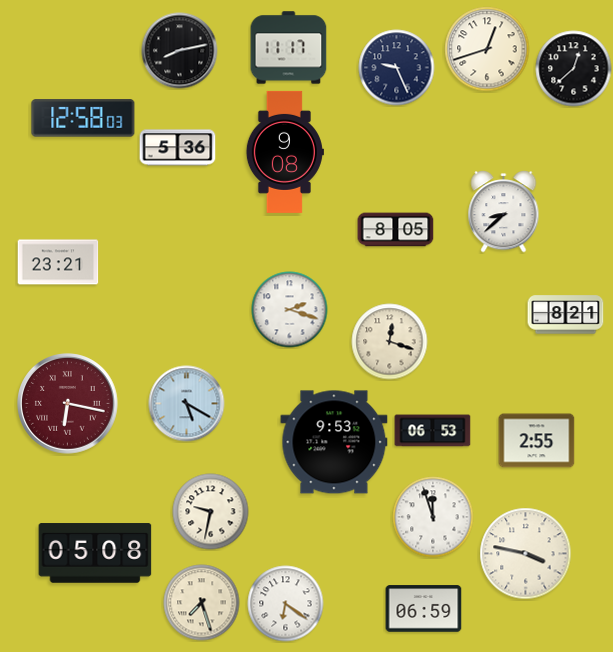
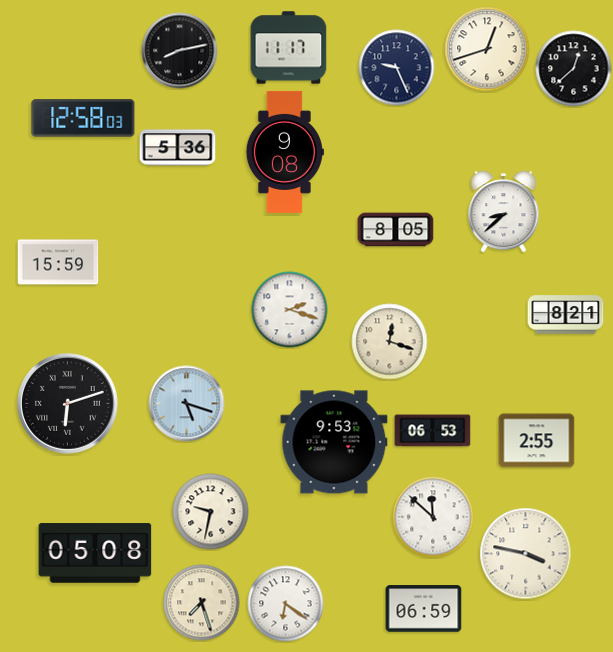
clock at (58, 262): 23:21 -> 15:59
clock at (68, 404): 6:17 -> 6:12
clock at (68, 404) dial: burgundy -> black
clock at (187, 404): 5:20 -> 5:18
clock at (433, 517): 11:57 -> 11:52
